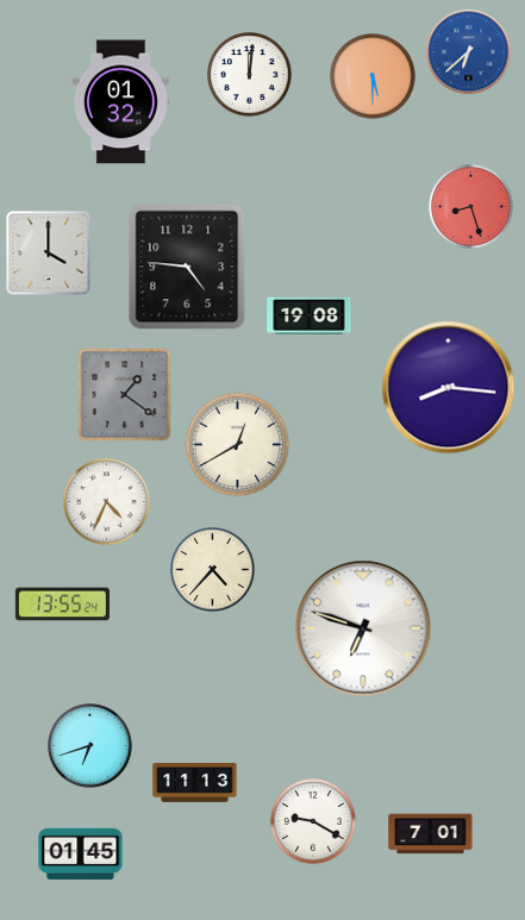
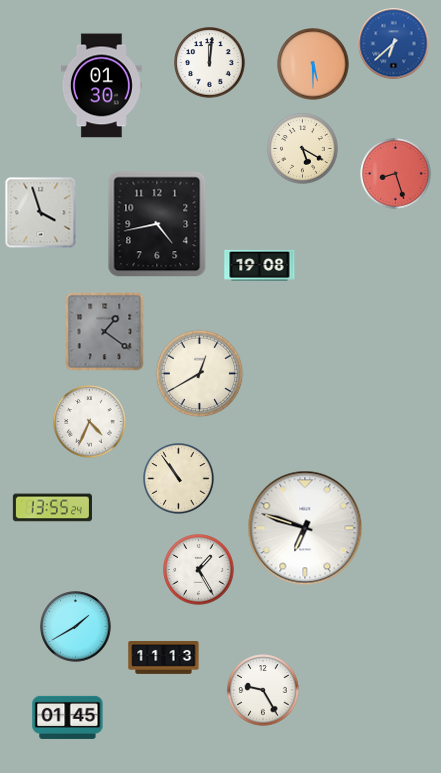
clock at (120, 102): 01:32 -> 01:30
clock at (303, 149): none -> 5:20
clock at (49, 254): 4:00 -> 3:57
clock at (187, 267): 4:46 -> 4:43
clock at (449, 388): 8:16 -> none
clock at (213, 570): 4:37 -> 10:54
clock at (199, 570): none -> 1:25
clock at (90, 746): 6:42 -> 1:40
clock at (313, 821): 9:20 -> 9:25
clock at (431, 834): 7:01 -> none
